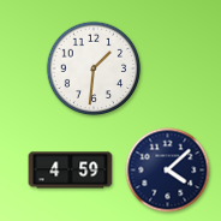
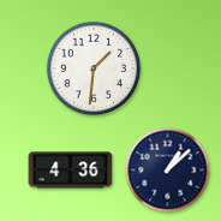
clock at (71, 171): 4:59 -> 4:36
clock at (168, 171): 4:08 -> 1:08
